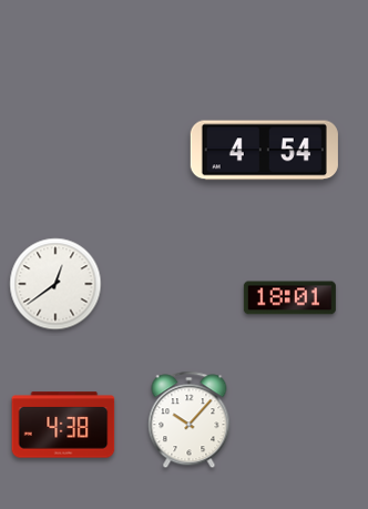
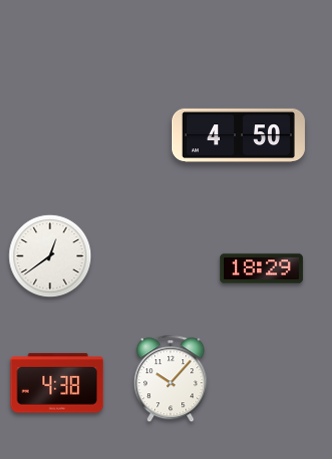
clock at (264, 151): 4:54 -> 4:50
clock at (289, 298): 18:01 -> 18:29
